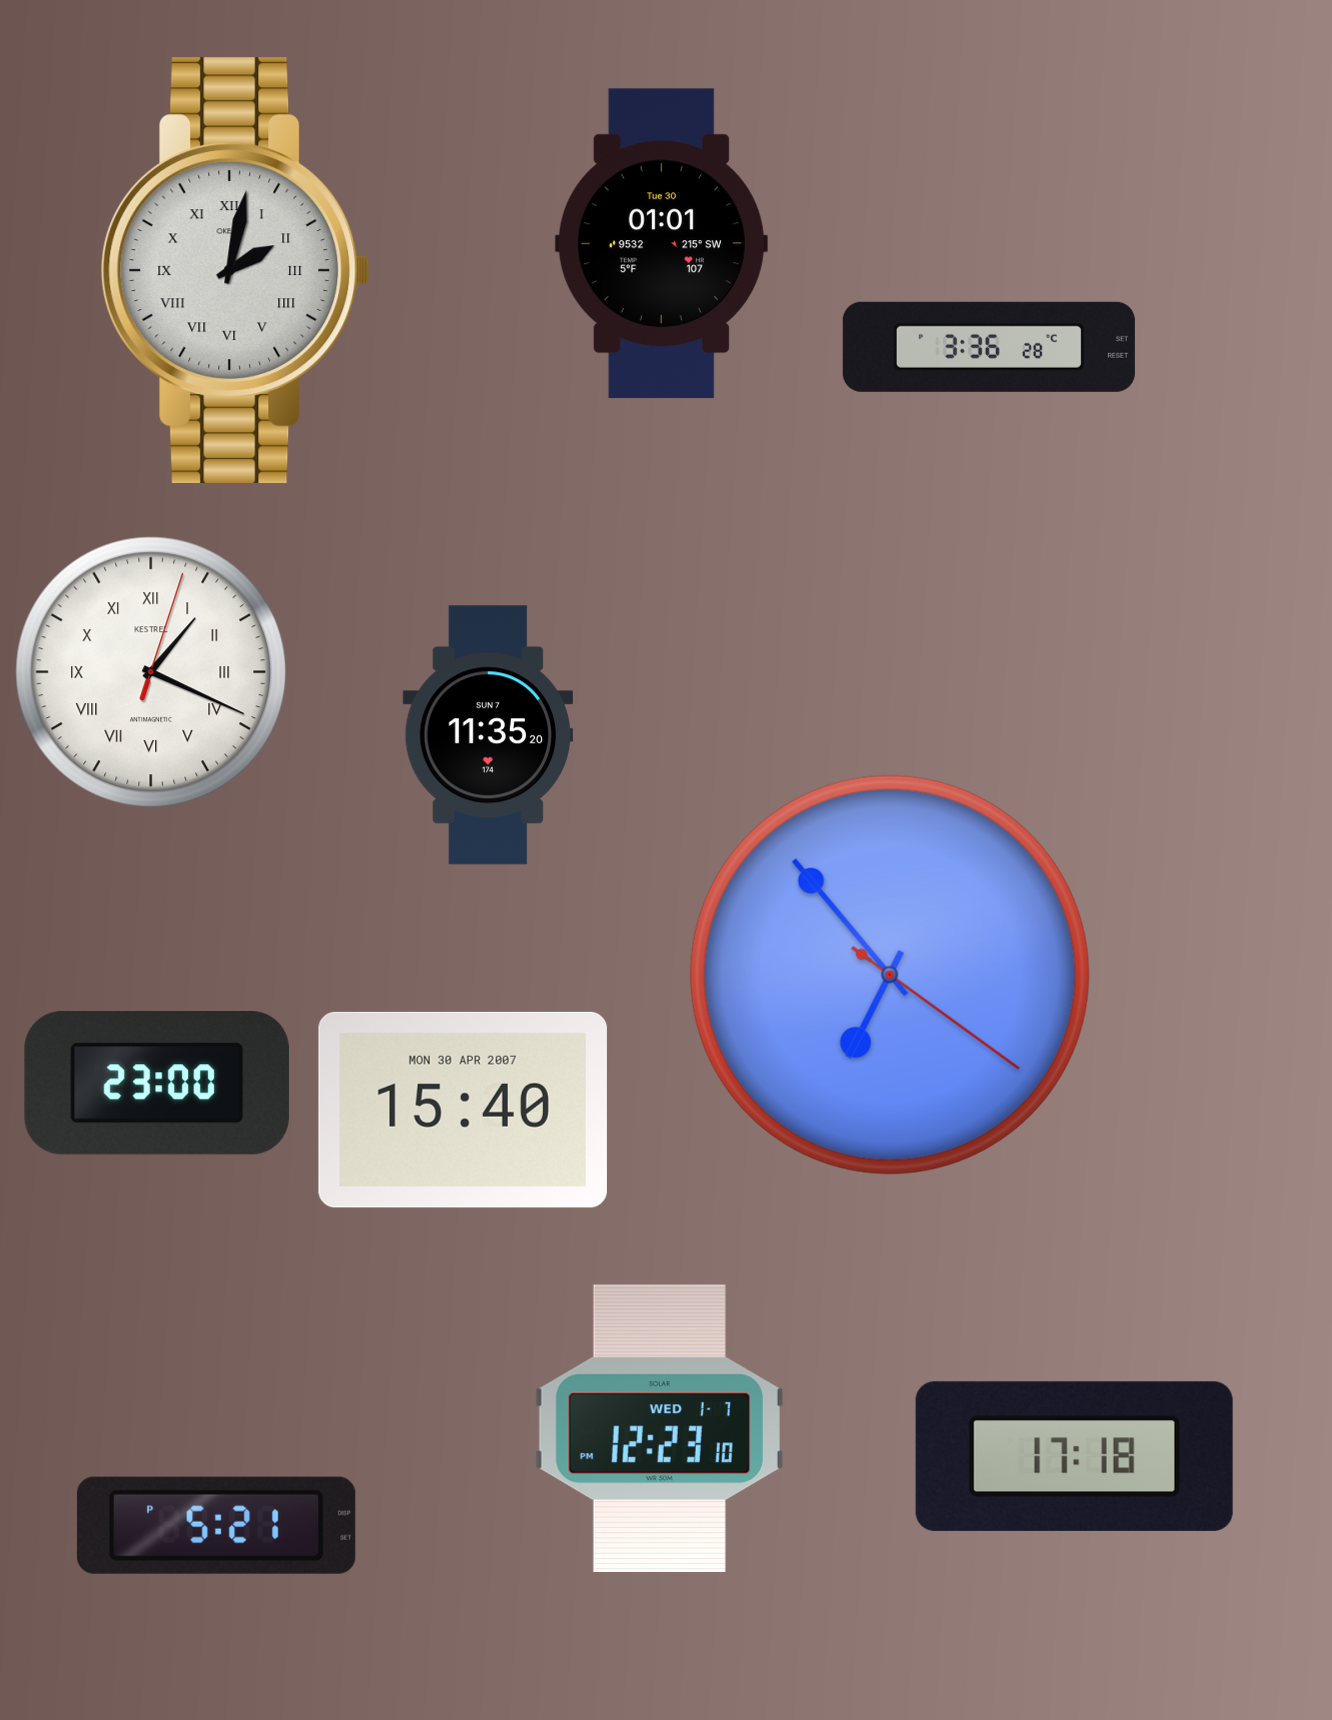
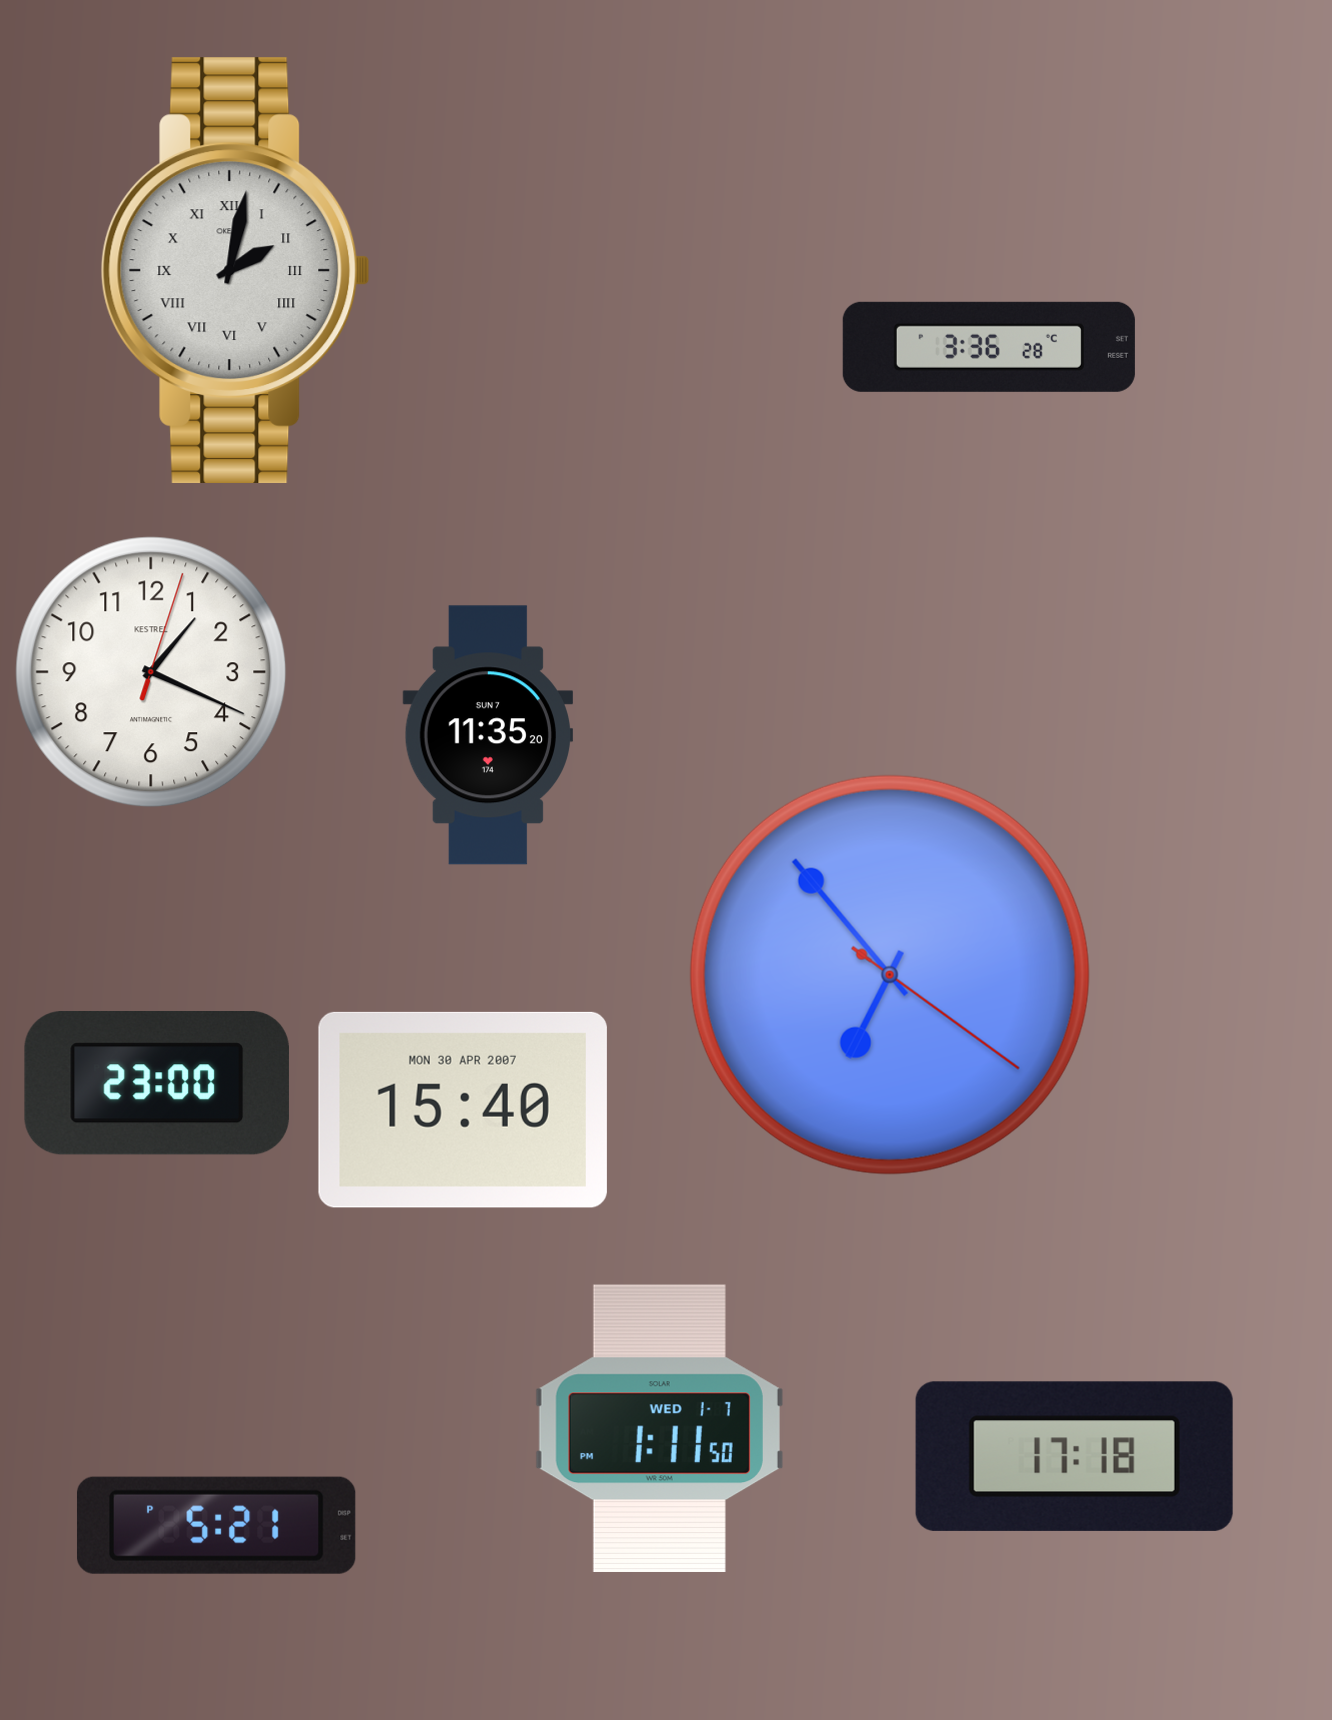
clock at (661, 244): 01:01 -> none
clock at (151, 672) numerals: Roman -> Arabic
clock at (659, 1428): 12:23 -> 1:11
